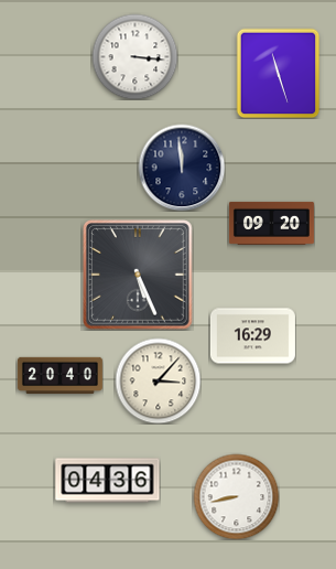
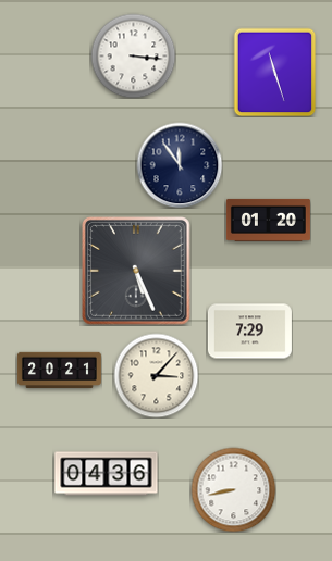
clock at (182, 168): 11:59 -> 11:54
clock at (271, 223): 09:20 -> 01:20
clock at (252, 336): 16:29 -> 7:29
clock at (59, 376): 20:40 -> 20:21
